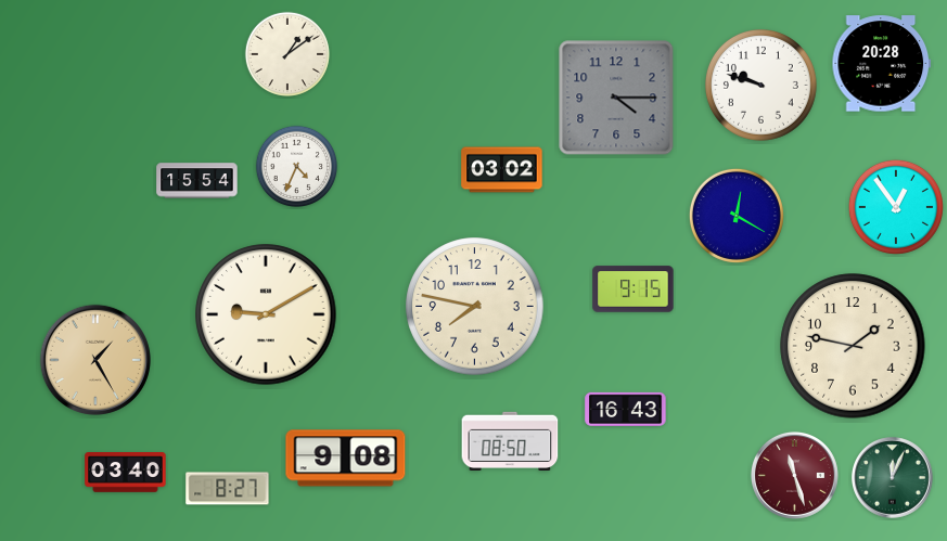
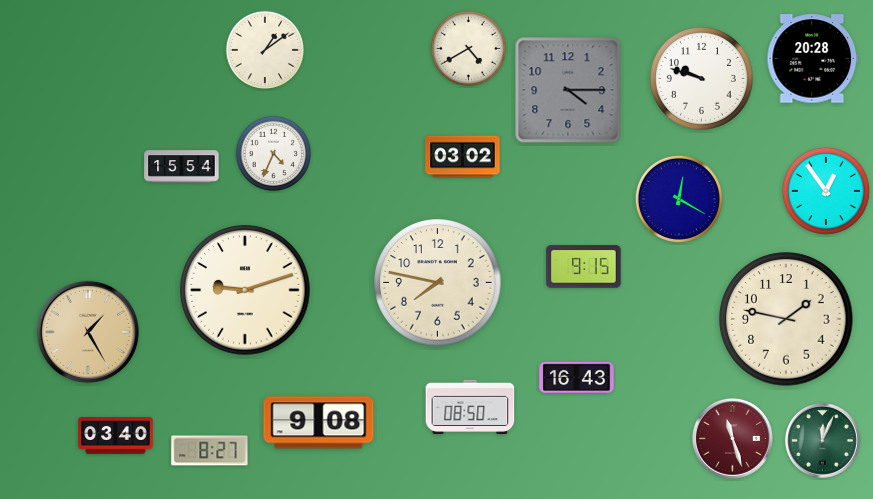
clock at (468, 48): none -> 4:40
clock at (266, 314): 9:10 -> 9:12
